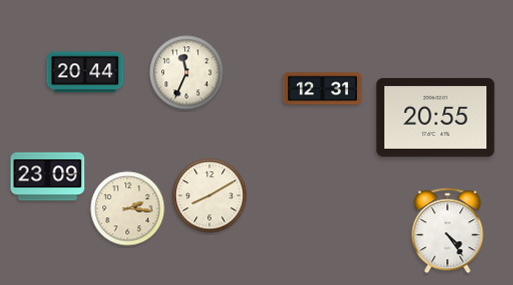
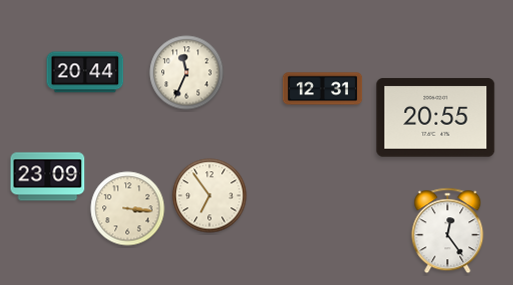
clock at (210, 196): 8:10 -> 6:54
clock at (128, 209): 2:16 -> 3:16
clock at (448, 231): 4:24 -> 12:24
